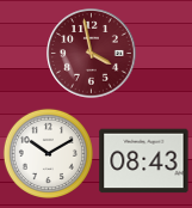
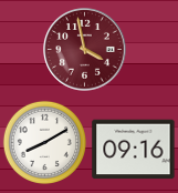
clock at (48, 153): 10:10 -> 8:10
clock at (144, 161): 08:43 -> 09:16
